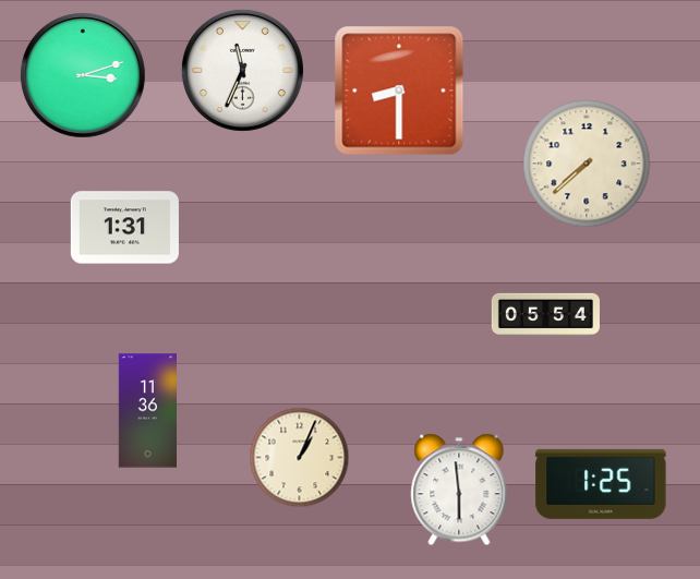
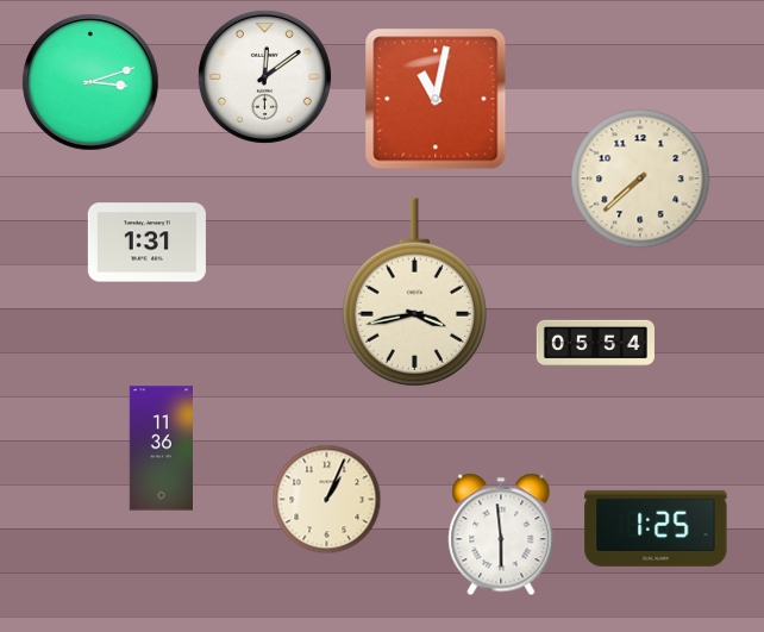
clock at (242, 70): 11:34 -> 12:09
clock at (399, 91): 8:30 -> 11:02
clock at (124, 228) position: (124, 228) -> (146, 243)
clock at (414, 293): none -> 3:43
